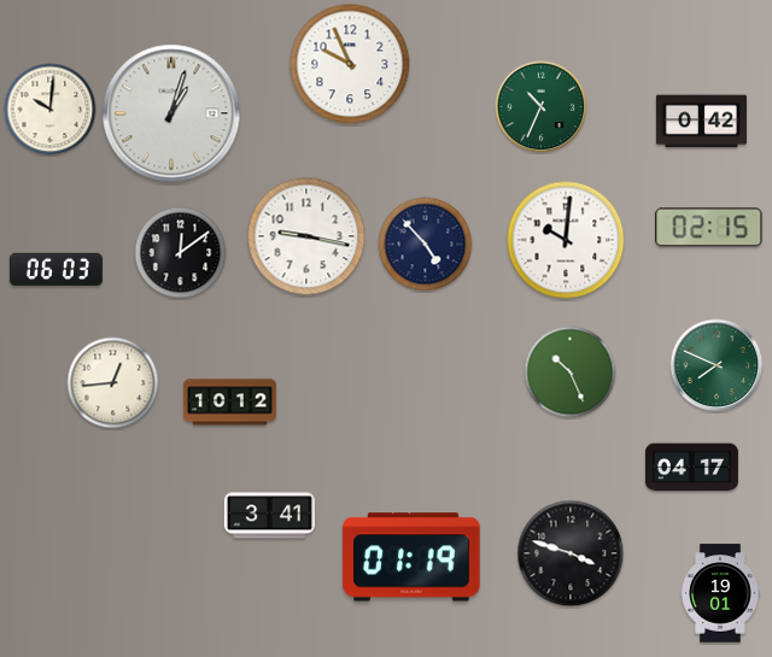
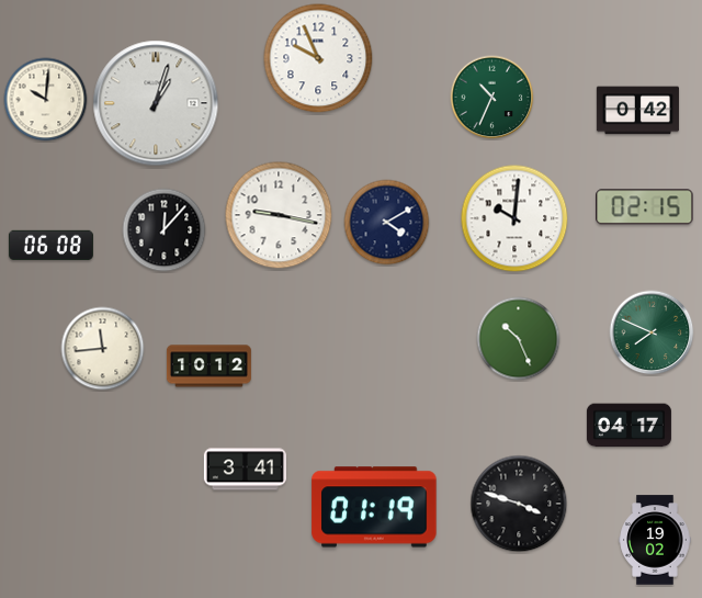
clock at (426, 245): 4:53 -> 4:10
clock at (181, 253): 12:09 -> 12:07
clock at (55, 270): 06:03 -> 06:08
clock at (113, 383): 12:44 -> 11:44
clock at (720, 593): 19:01 -> 19:02
